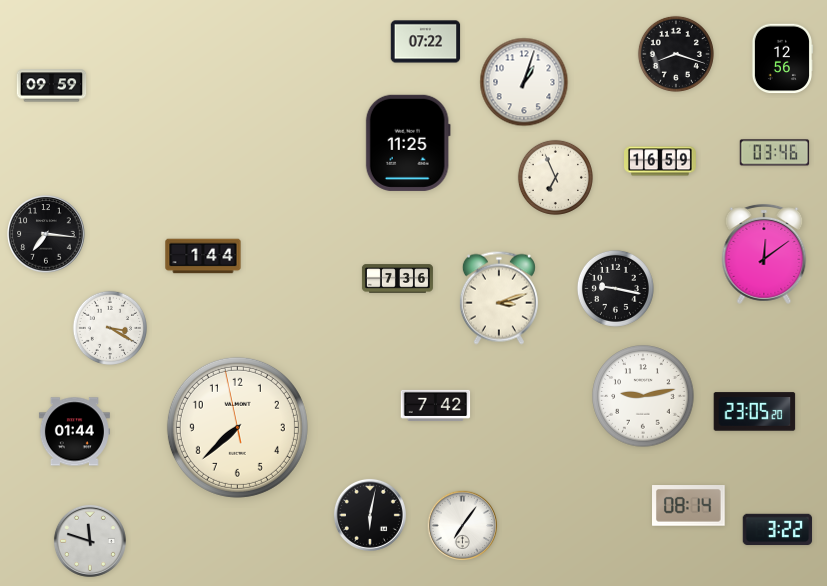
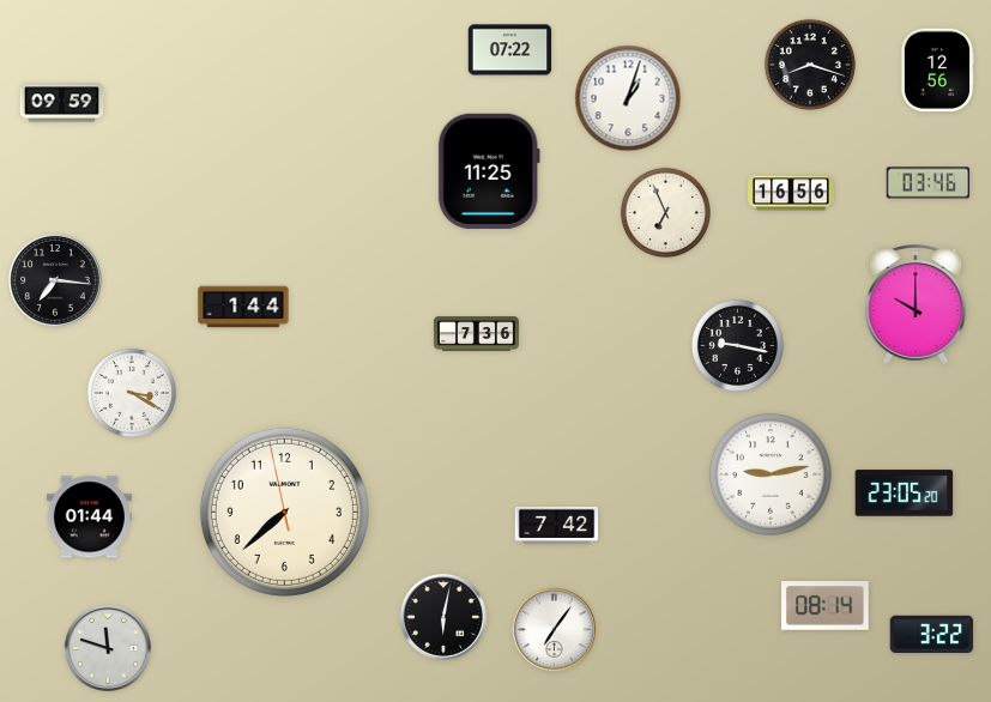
clock at (661, 161): 16:59 -> 16:56
clock at (764, 254): 12:09 -> 10:00
clock at (499, 298): 3:12 -> none
clock at (436, 405) position: (436, 405) -> (557, 525)
